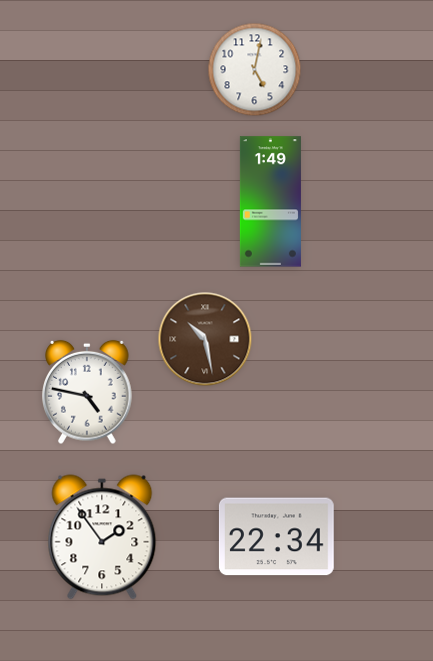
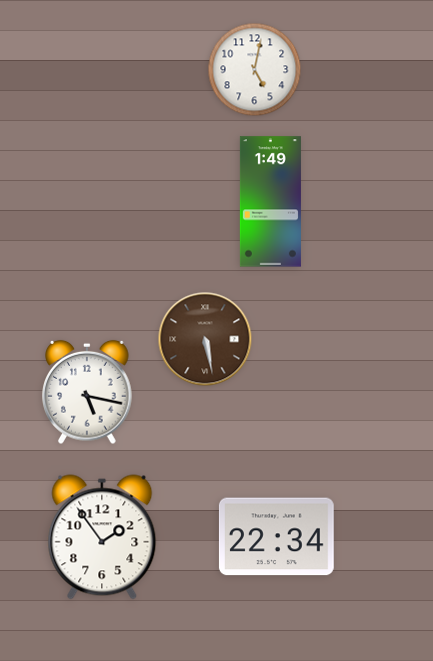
clock at (205, 339): 10:28 -> 5:28
clock at (87, 392): 4:47 -> 5:17
